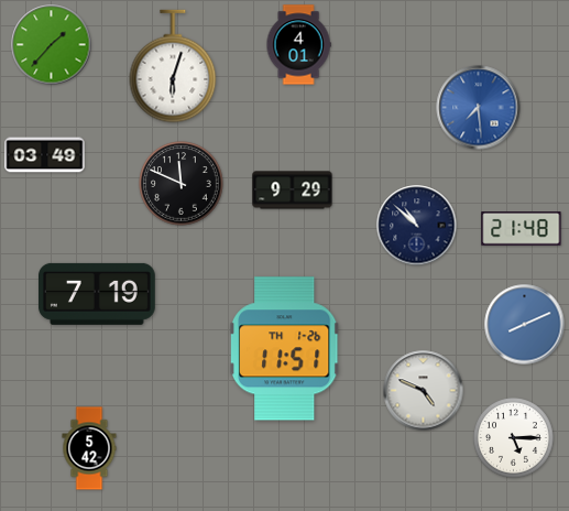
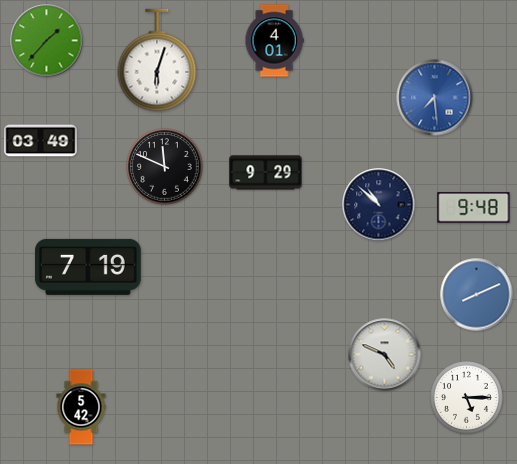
clock at (298, 45) position: (298, 45) -> (274, 41)
clock at (522, 229): 21:48 -> 9:48
clock at (284, 349): 11:51 -> none
